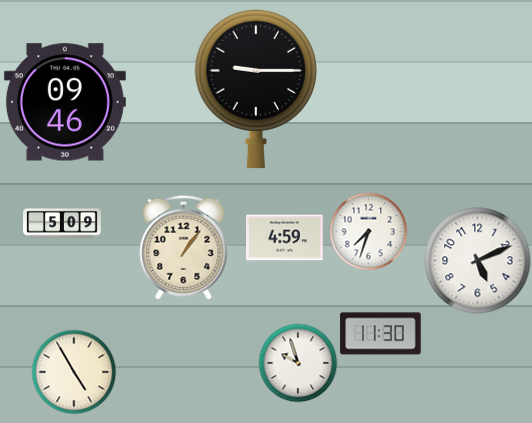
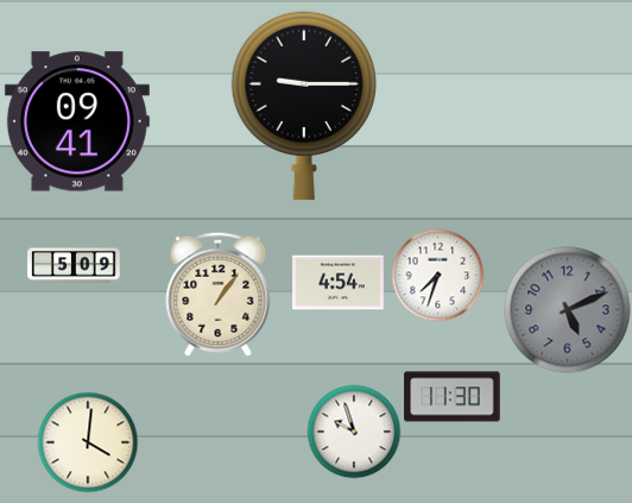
clock at (65, 102): 09:46 -> 09:41
clock at (285, 238): 4:59 -> 4:54
clock at (478, 261) dial: white -> grey
clock at (74, 372): 4:55 -> 4:01
